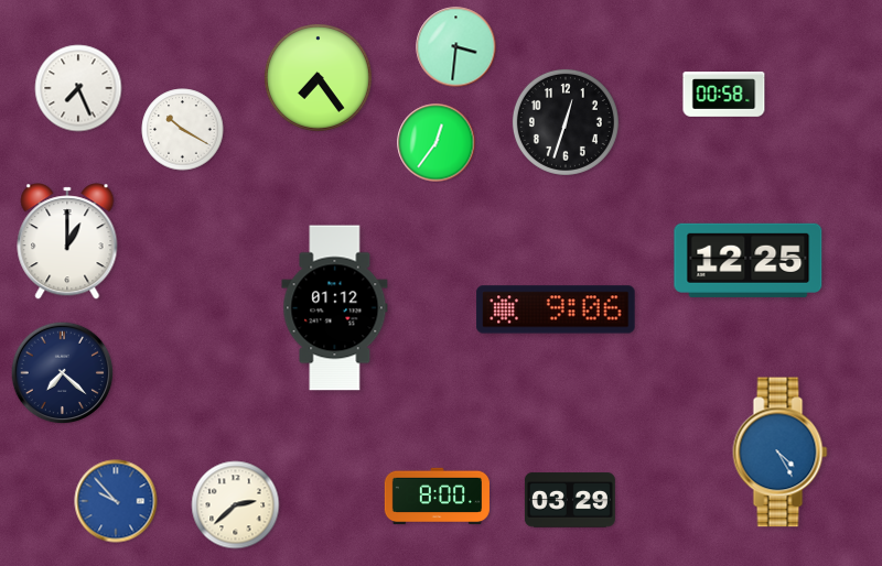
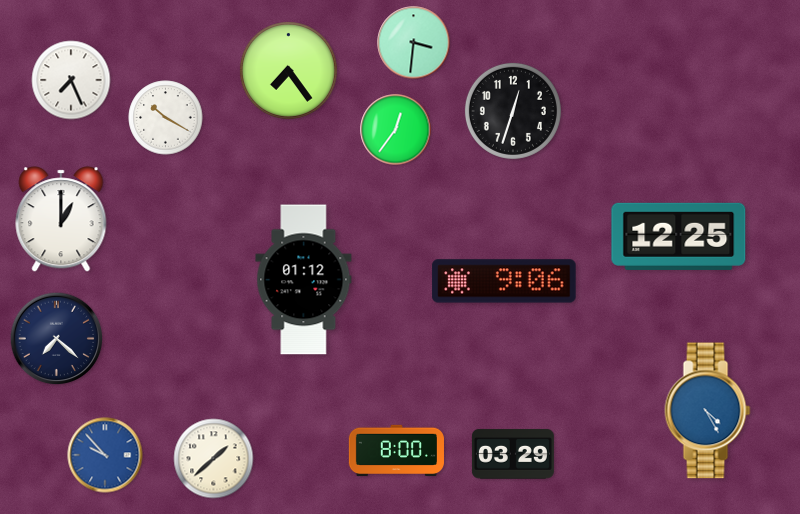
clock at (724, 95): 00:58 -> none
clock at (570, 500) position: (570, 500) -> (513, 454)
clock at (236, 505): 2:38 -> 1:38
